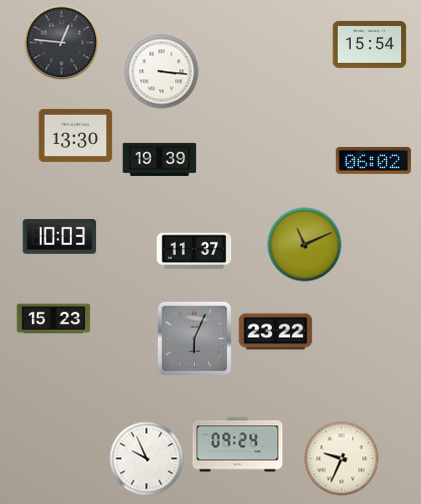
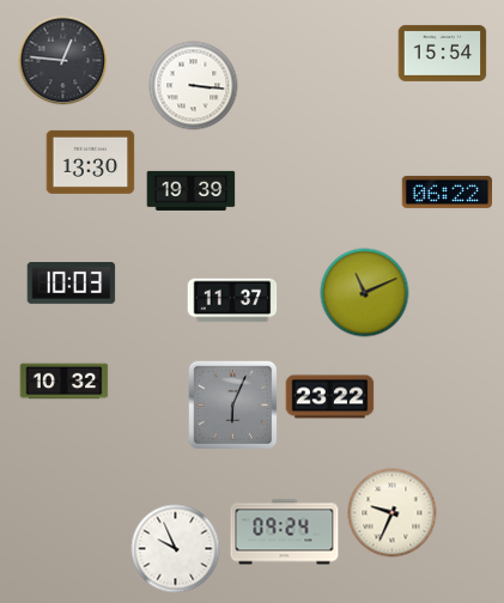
clock at (62, 43) position: (62, 43) -> (63, 61)
clock at (373, 160): 06:02 -> 06:22
clock at (54, 319): 15:23 -> 10:32
clock at (342, 459) position: (342, 459) -> (393, 513)
